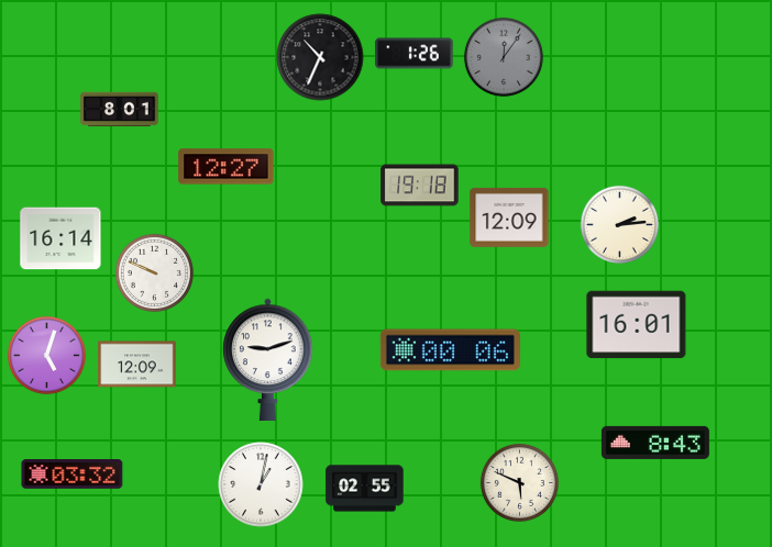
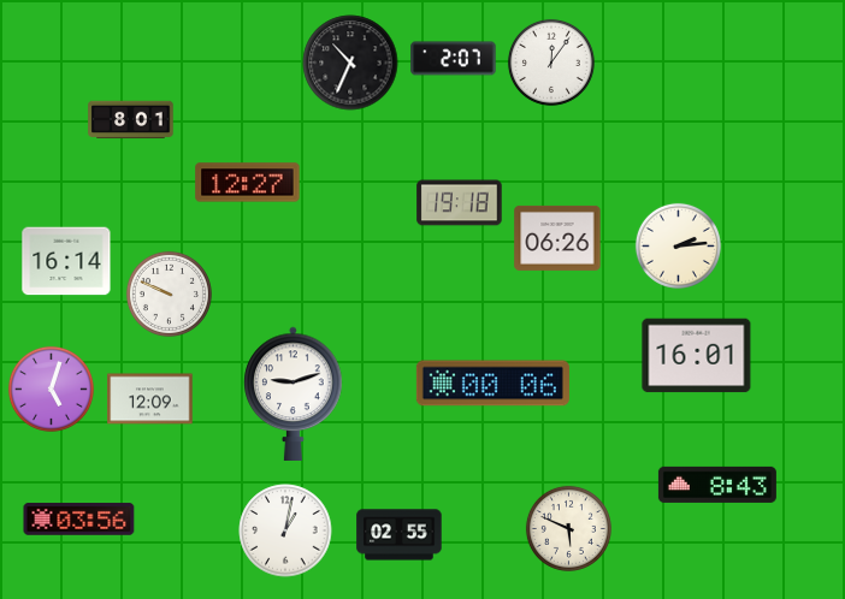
clock at (415, 54): 1:26 -> 2:07
clock at (504, 57) dial: grey -> white
clock at (509, 217): 12:09 -> 06:26
clock at (154, 272) position: (154, 272) -> (169, 293)
clock at (73, 475): 03:32 -> 03:56
